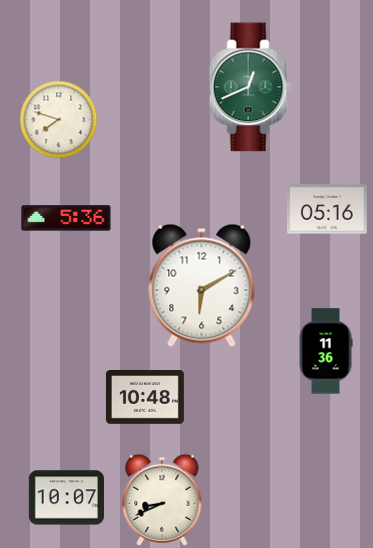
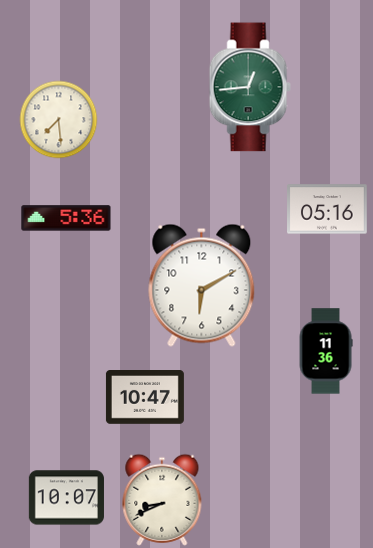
clock at (250, 87): 12:41 -> 12:44
clock at (59, 120): 7:48 -> 7:29
clock at (145, 398): 10:48 -> 10:47
